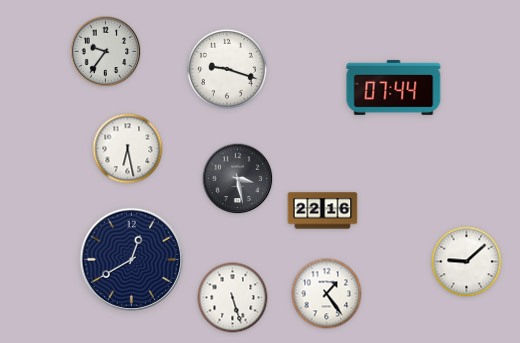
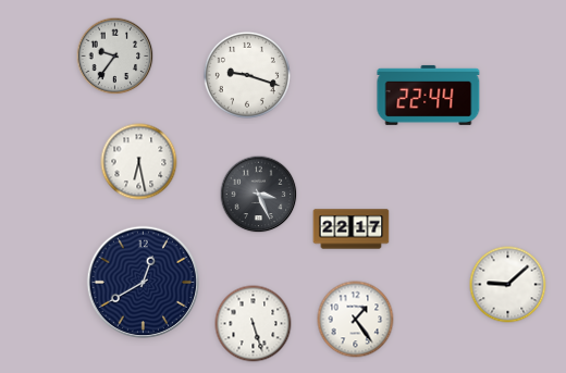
clock at (394, 87): 07:44 -> 22:44
clock at (238, 179): 3:28 -> 3:26
clock at (323, 211): 22:16 -> 22:17
